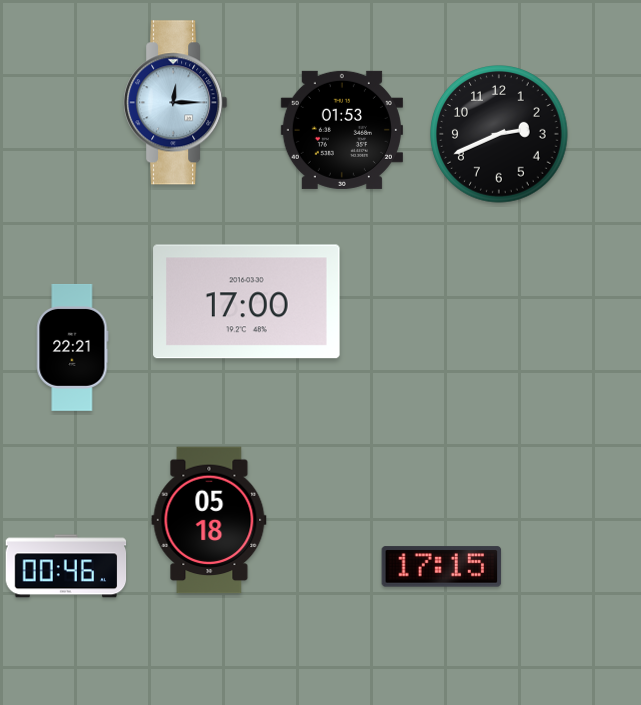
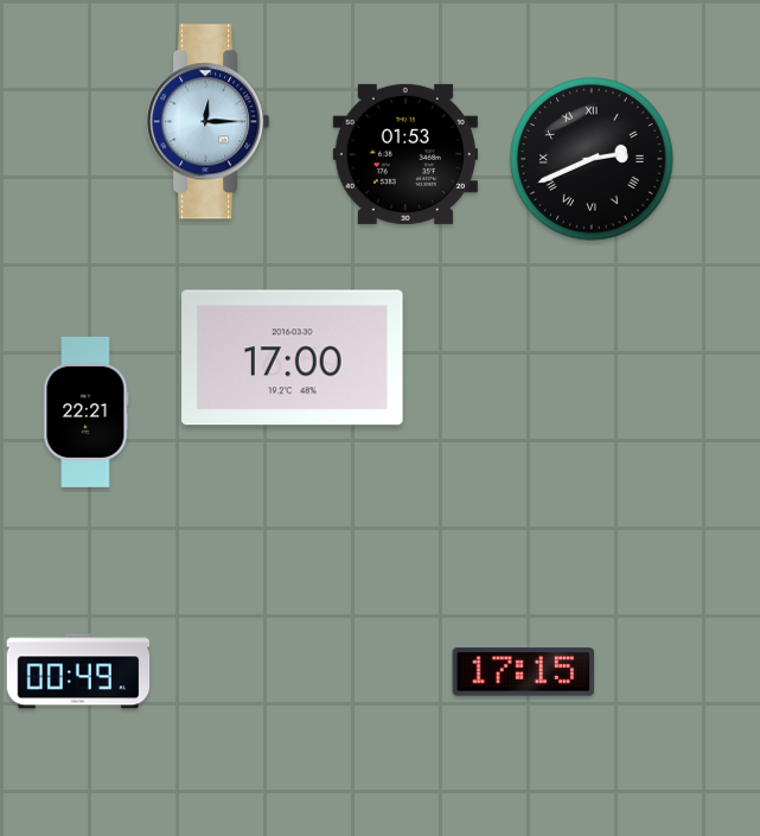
clock at (499, 134) numerals: Arabic -> Roman
clock at (209, 520): 05:18 -> none
clock at (66, 566): 00:46 -> 00:49
